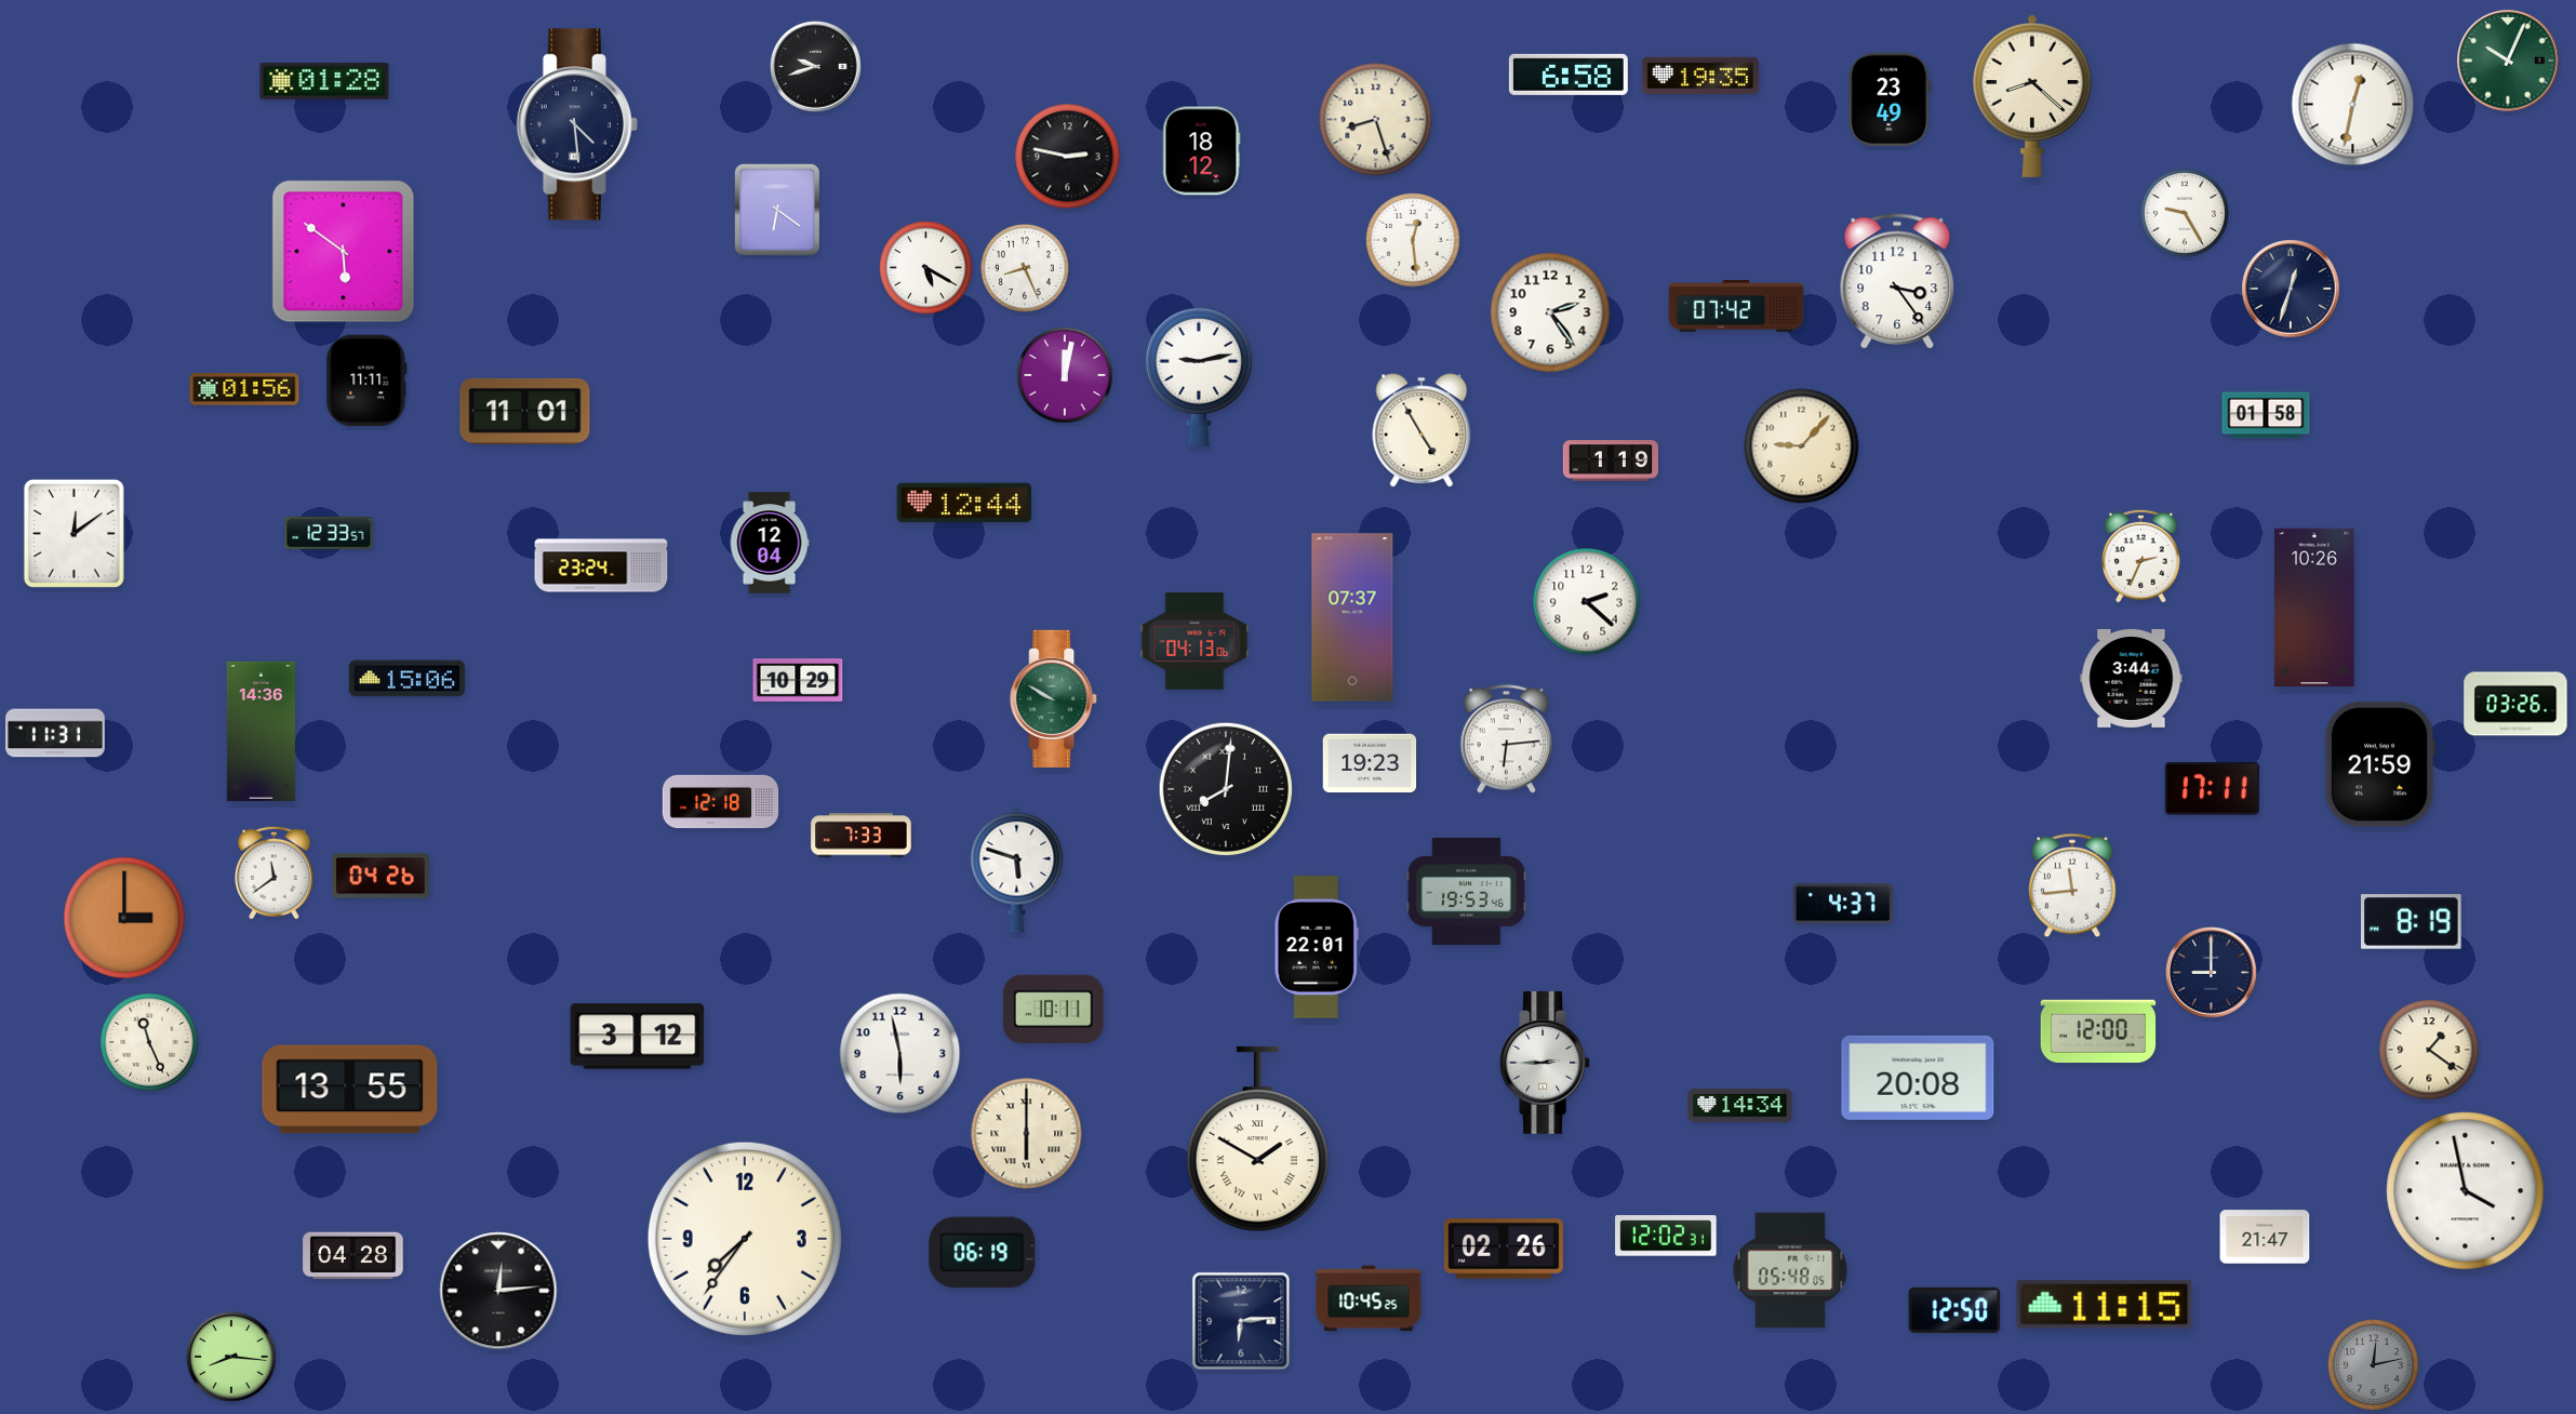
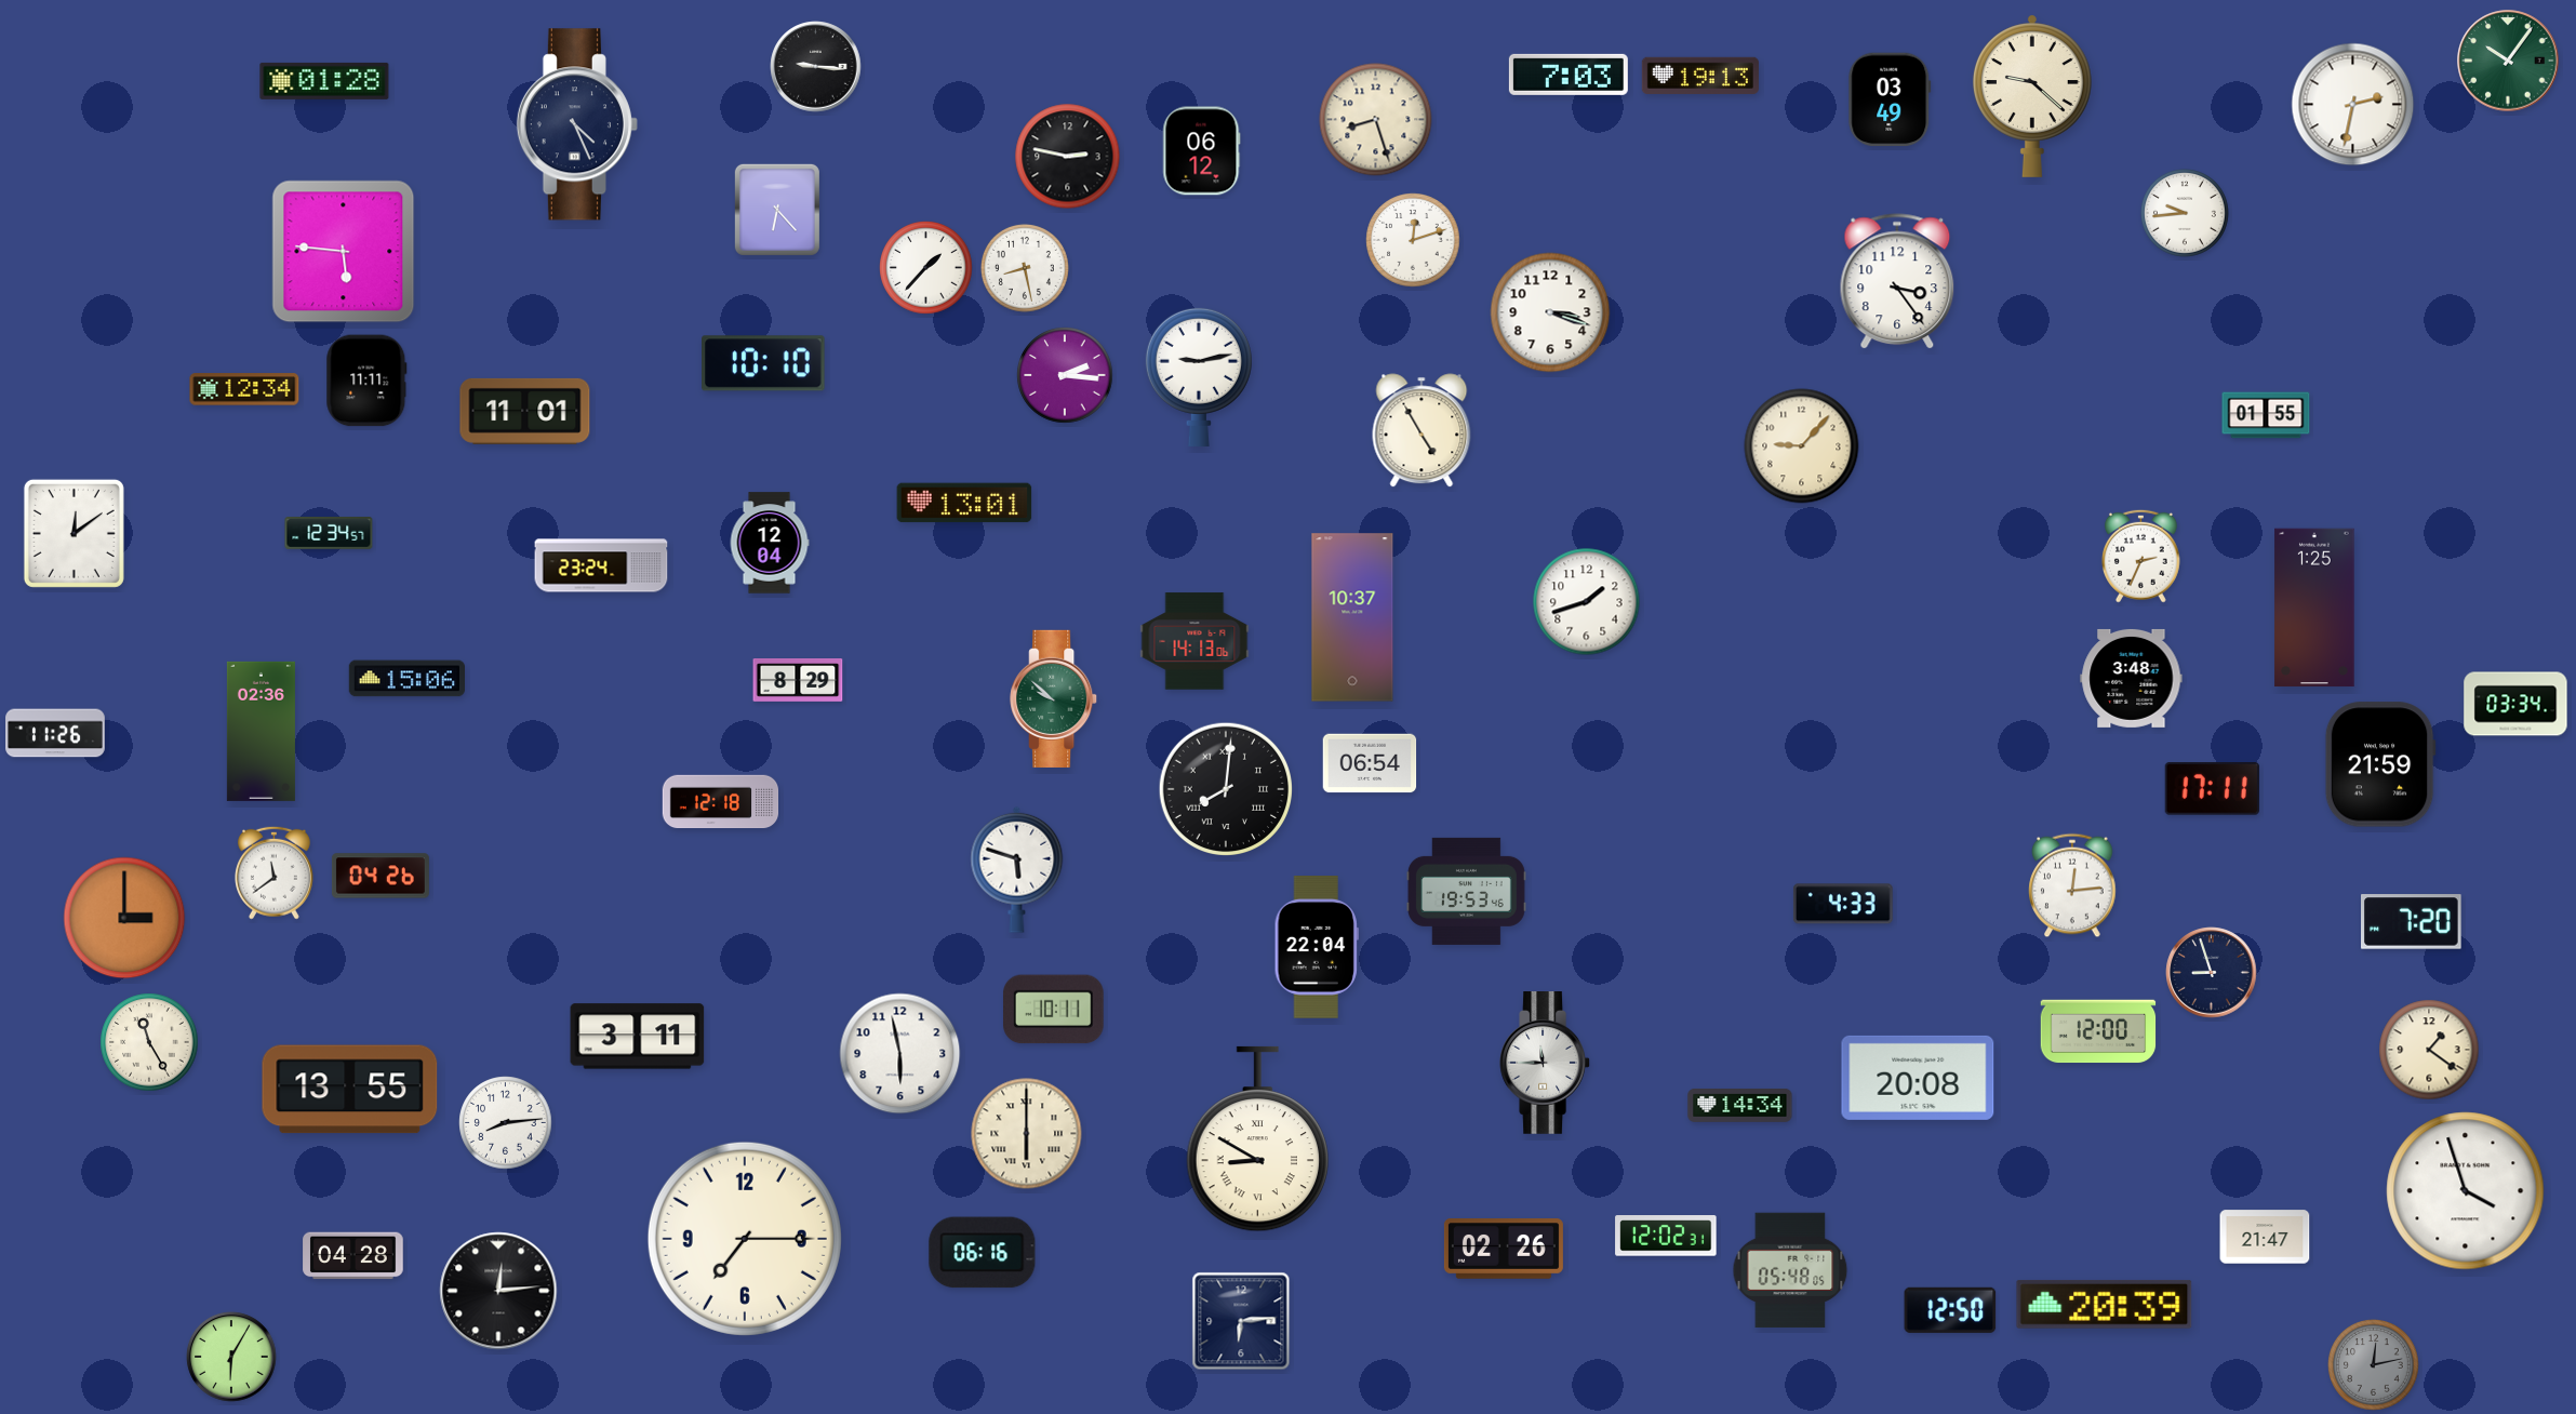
clock at (2508, 61): 10:04 -> 10:06
clock at (816, 67): 9:42 -> 9:16
clock at (1569, 75): 6:58 -> 7:03
clock at (1700, 76): 19:35 -> 19:13
clock at (2032, 96): 8:22 -> 9:22
clock at (1890, 99): 23:49 -> 03:49
clock at (2353, 105): 12:32 -> 2:32
clock at (577, 124): 4:29 -> 4:26
clock at (1202, 151): 18:12 -> 06:12
clock at (777, 210): 6:21 -> 6:23
clock at (2185, 213): 9:25 -> 9:44
clock at (1413, 240): 12:29 -> 12:12
clock at (344, 252): 5:51 -> 5:46
clock at (926, 268): 5:20 -> 1:37
clock at (1025, 268): 8:26 -> 8:28
clock at (2291, 289): 12:33 -> none
clock at (1736, 306): 07:42 -> none
clock at (1550, 312): 2:24 -> 3:18
clock at (763, 363): none -> 10:10
clock at (1065, 375): 12:02 -> 2:16
clock at (244, 389): 01:56 -> 12:34
clock at (2266, 415): 01:58 -> 01:55
clock at (1611, 461): 1:19 -> none
clock at (964, 503): 12:44 -> 13:01
clock at (329, 534): 12:33 -> 12:34
clock at (1587, 602): 2:22 -> 1:42
clock at (2314, 608): 10:26 -> 1:25
clock at (1352, 617): 07:37 -> 10:37
clock at (1194, 641): 04:13 -> 14:13
clock at (2132, 678): 3:44 -> 3:48
clock at (798, 681): 10:29 -> 8:29
clock at (1054, 698): 9:50 -> 9:52
clock at (2515, 704): 03:26 -> 03:34
clock at (261, 731): 14:36 -> 02:36
clock at (55, 733): 11:31 -> 11:26
clock at (1506, 739): 6:14 -> none
clock at (1370, 763): 19:23 -> 06:54
clock at (862, 836): 7:33 -> none
clock at (2072, 885): 11:44 -> 12:14
clock at (1843, 904): 4:37 -> 4:33
clock at (2412, 922): 8:19 -> 7:20
clock at (1317, 948): 22:01 -> 22:04
clock at (2212, 973): 9:00 -> 8:57
clock at (638, 1037): 3:12 -> 3:11
clock at (149, 1042): 11:26 -> 11:25
clock at (1545, 1064): 2:45 -> 11:45
clock at (506, 1123): none -> 8:14
clock at (1257, 1139): 1:50 -> 8:50
clock at (2466, 1191): 3:58 -> 3:57
clock at (745, 1239): 7:36 -> 7:15
clock at (983, 1253): 06:19 -> 06:16
clock at (1369, 1298): 10:45 -> none
clock at (2105, 1304): 11:15 -> 20:39
clock at (1954, 1310) position: (1954, 1310) -> (1950, 1310)
clock at (231, 1357): 8:16 -> 6:05
